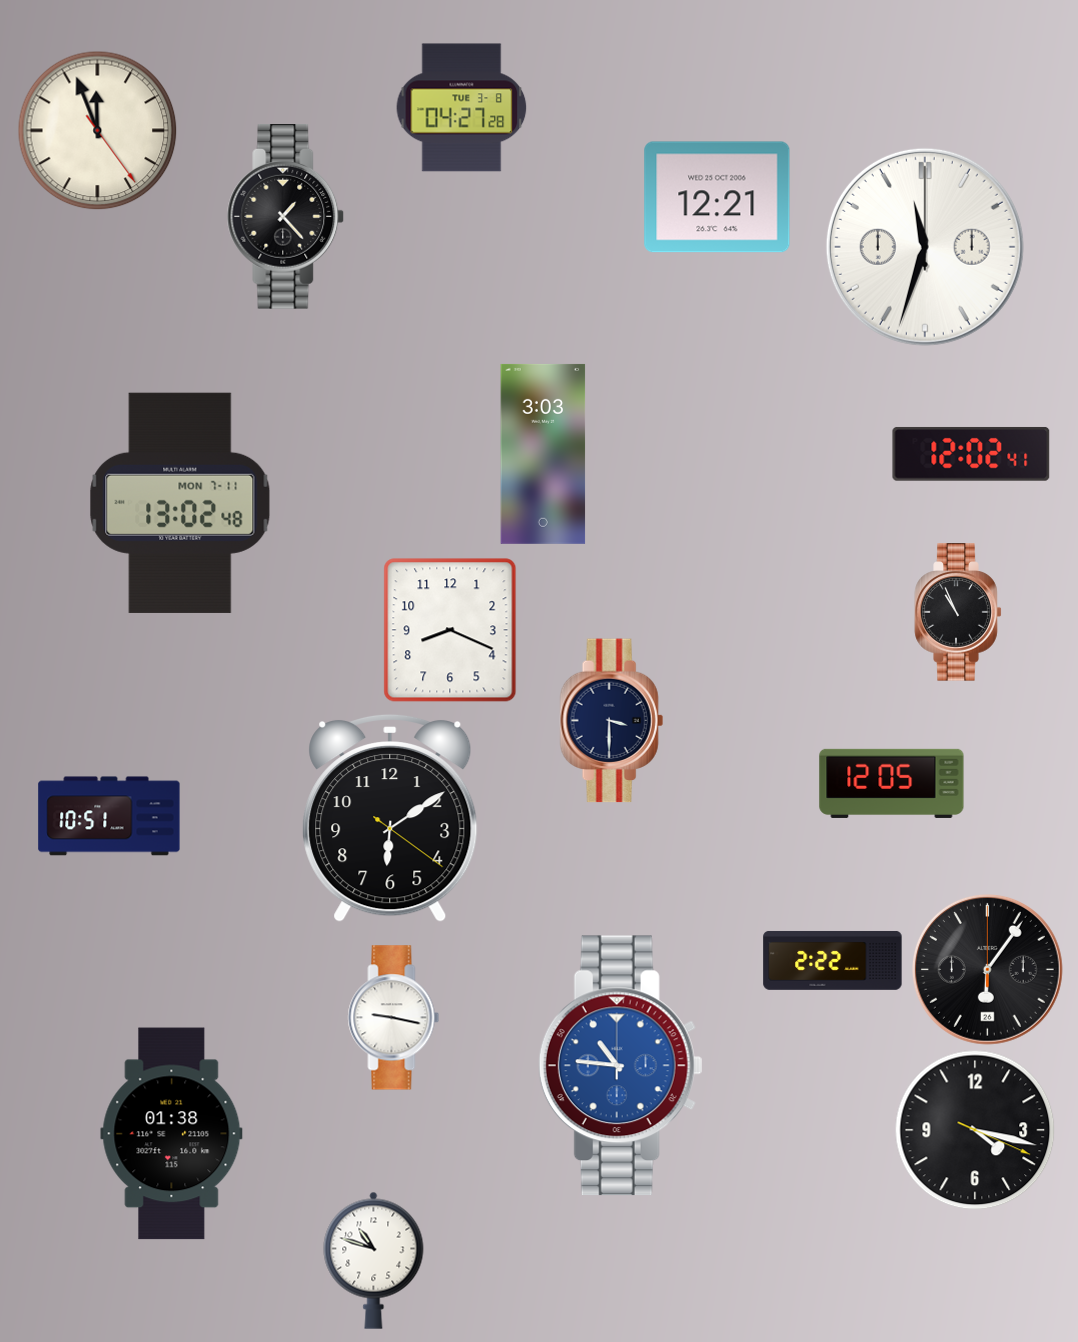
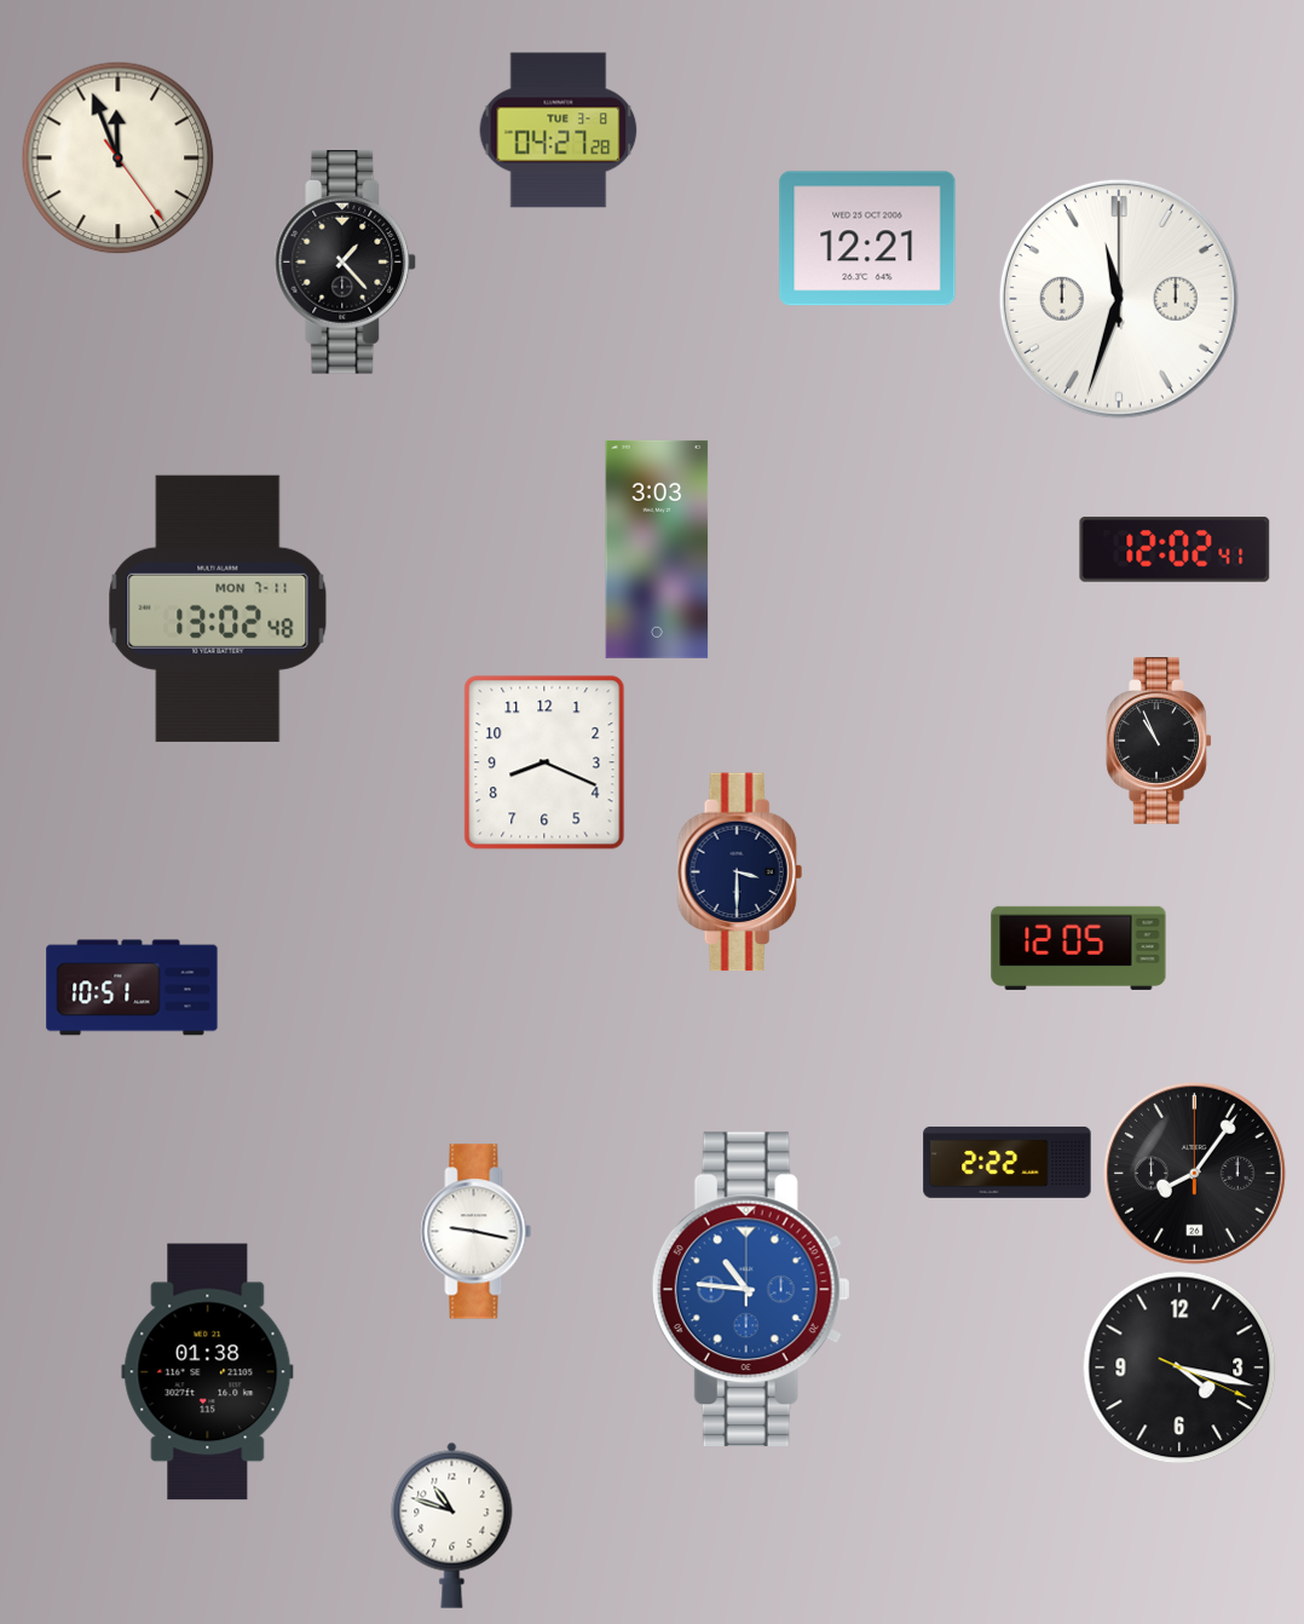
clock at (390, 818): 6:09 -> none
clock at (987, 969): 6:06 -> 8:06
